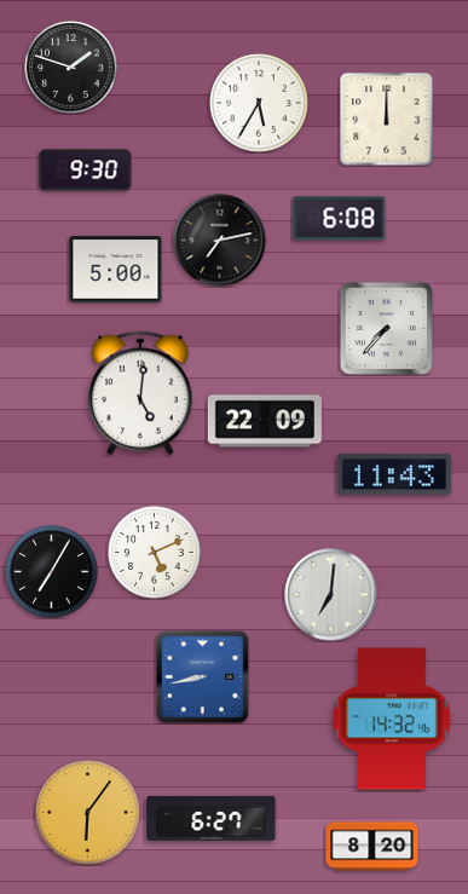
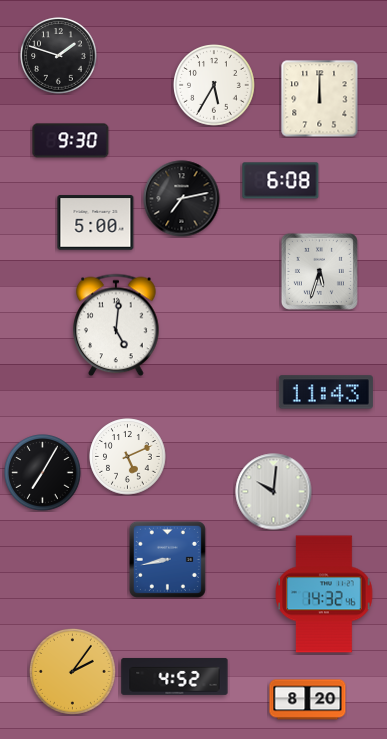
clock at (386, 328): 7:37 -> 5:33
clock at (265, 421): 22:09 -> none
clock at (331, 595): 7:01 -> 10:01
clock at (87, 812): 6:06 -> 2:06
clock at (212, 818): 6:27 -> 4:52
